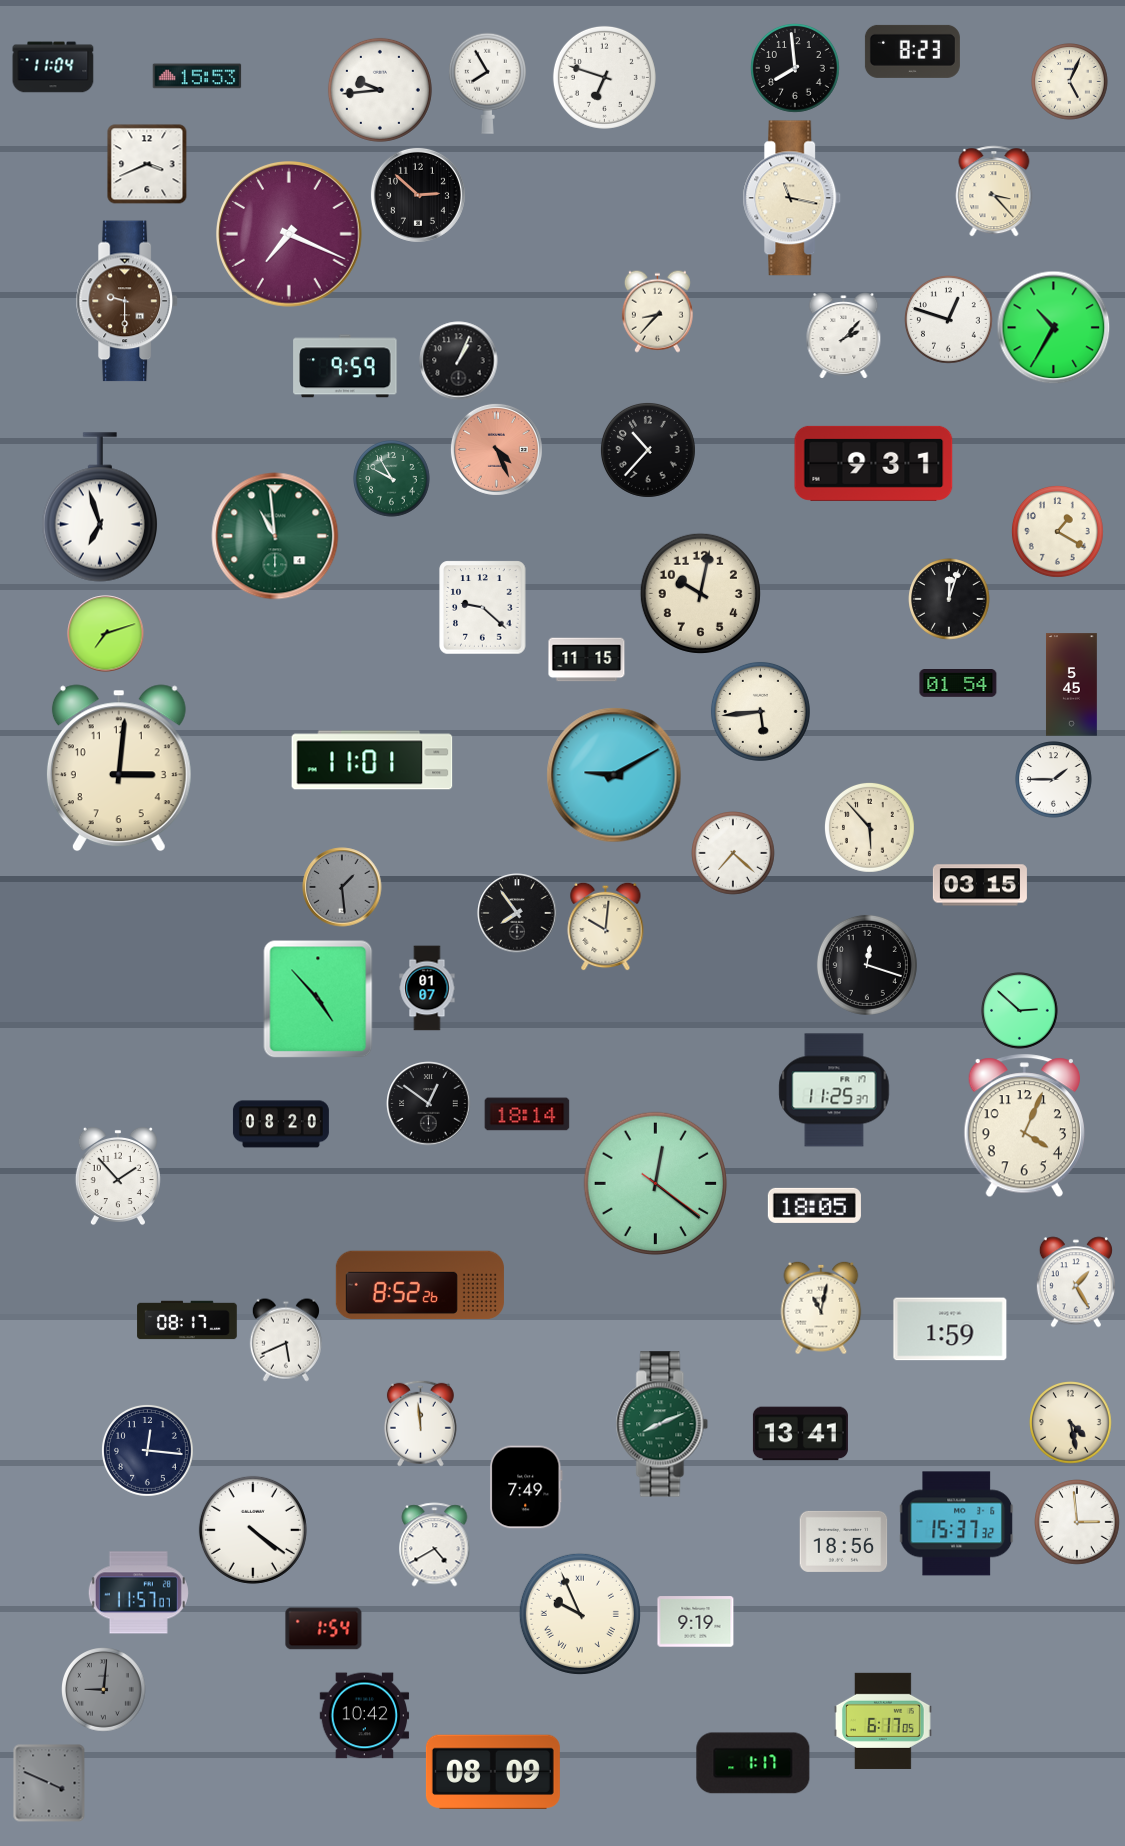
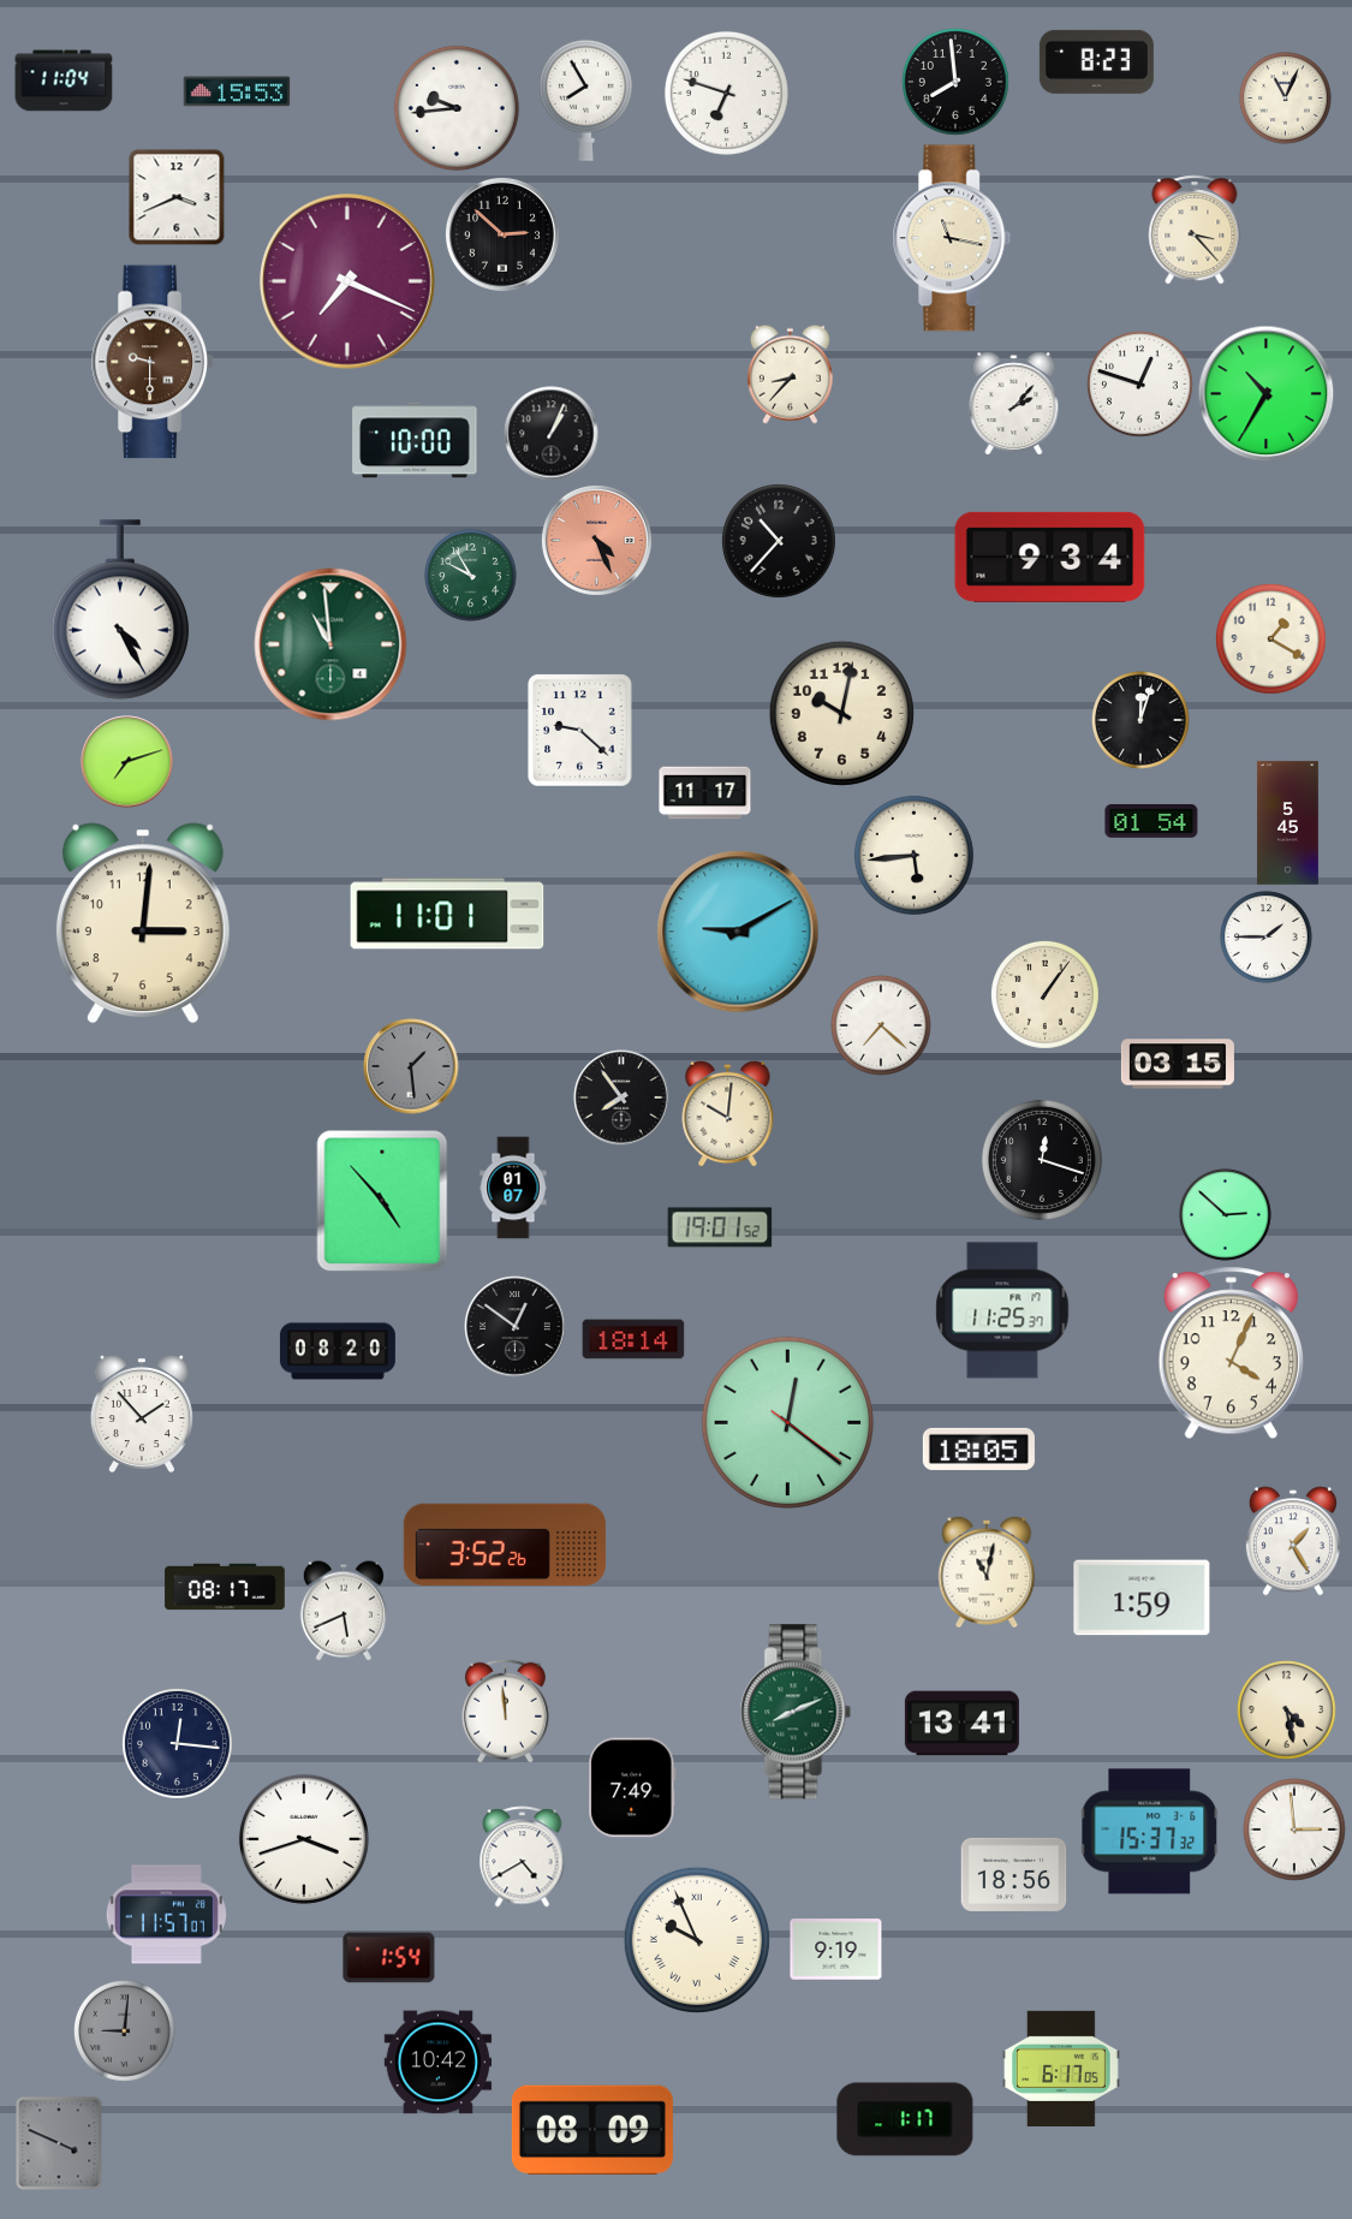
clock at (1070, 82): 5:04 -> 11:04
clock at (345, 366): 9:59 -> 10:00
clock at (874, 463): 9:31 -> 9:34
clock at (99, 507): 6:57 -> 4:25
clock at (587, 660): 11:15 -> 11:17
clock at (870, 828): 5:53 -> 1:06
clock at (720, 1227): none -> 19:01
clock at (420, 1285): 8:52 -> 3:52
clock at (253, 1530): 4:21 -> 3:42
clock at (844, 1541) position: (844, 1541) -> (1014, 1874)
